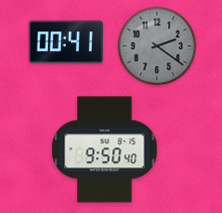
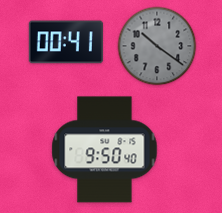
clock at (157, 46): 2:21 -> 10:21
